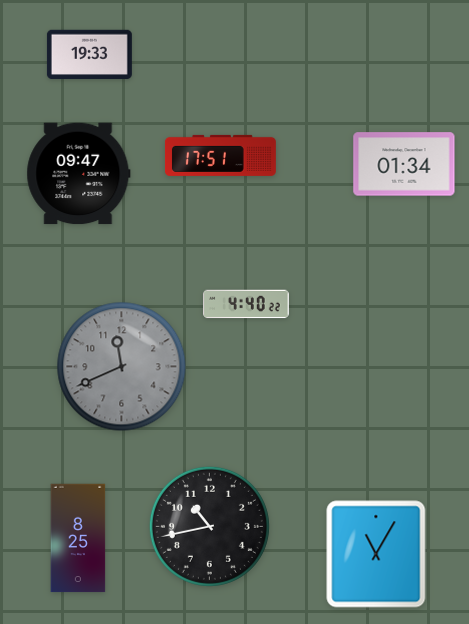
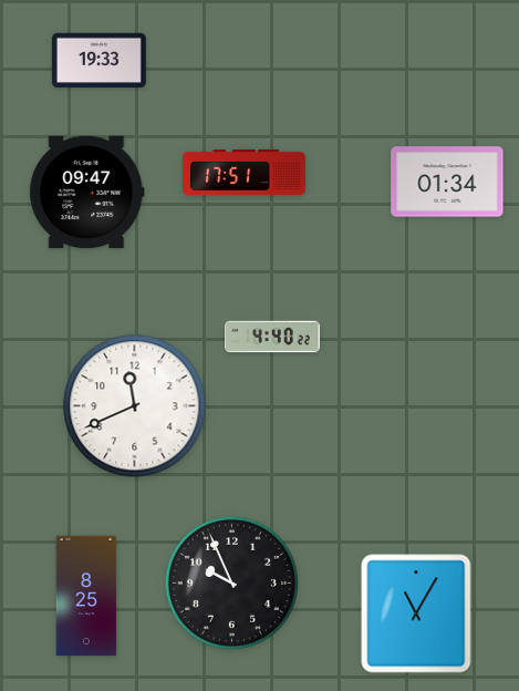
clock at (122, 367) dial: grey -> white
clock at (209, 526): 10:43 -> 9:56
